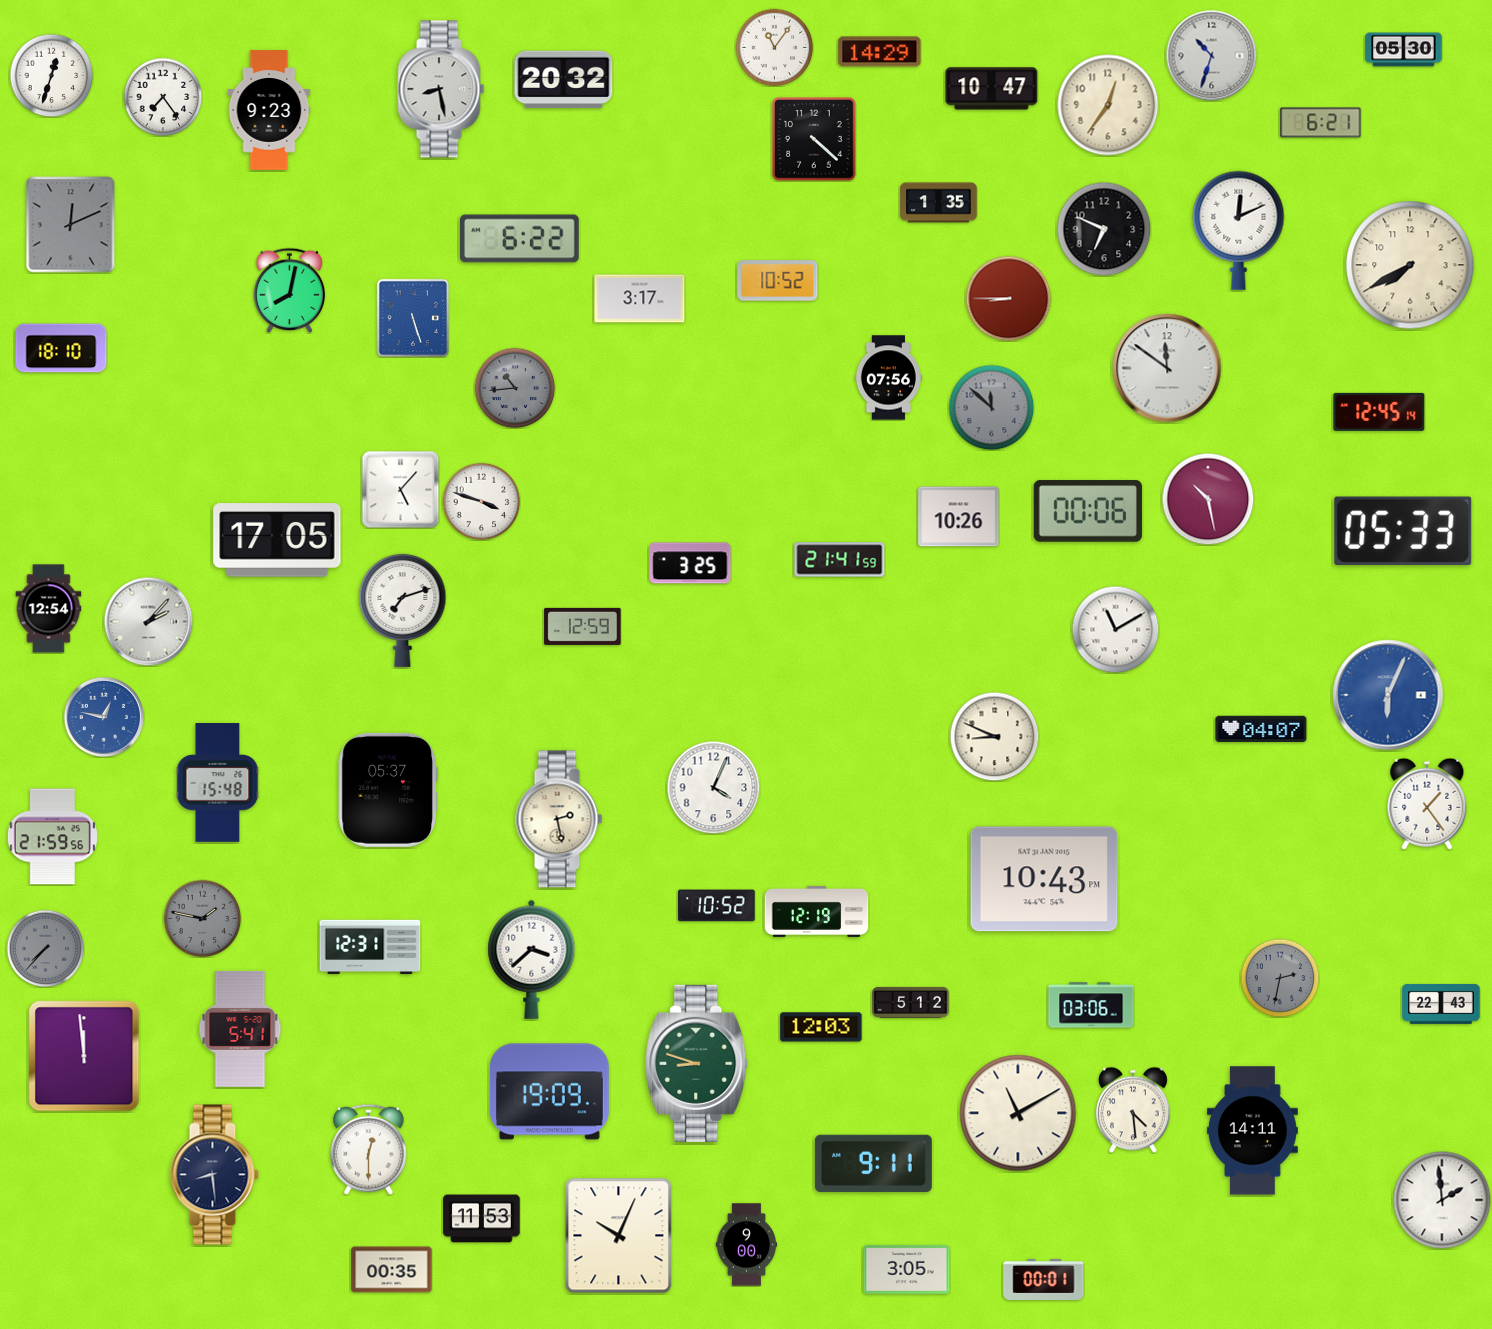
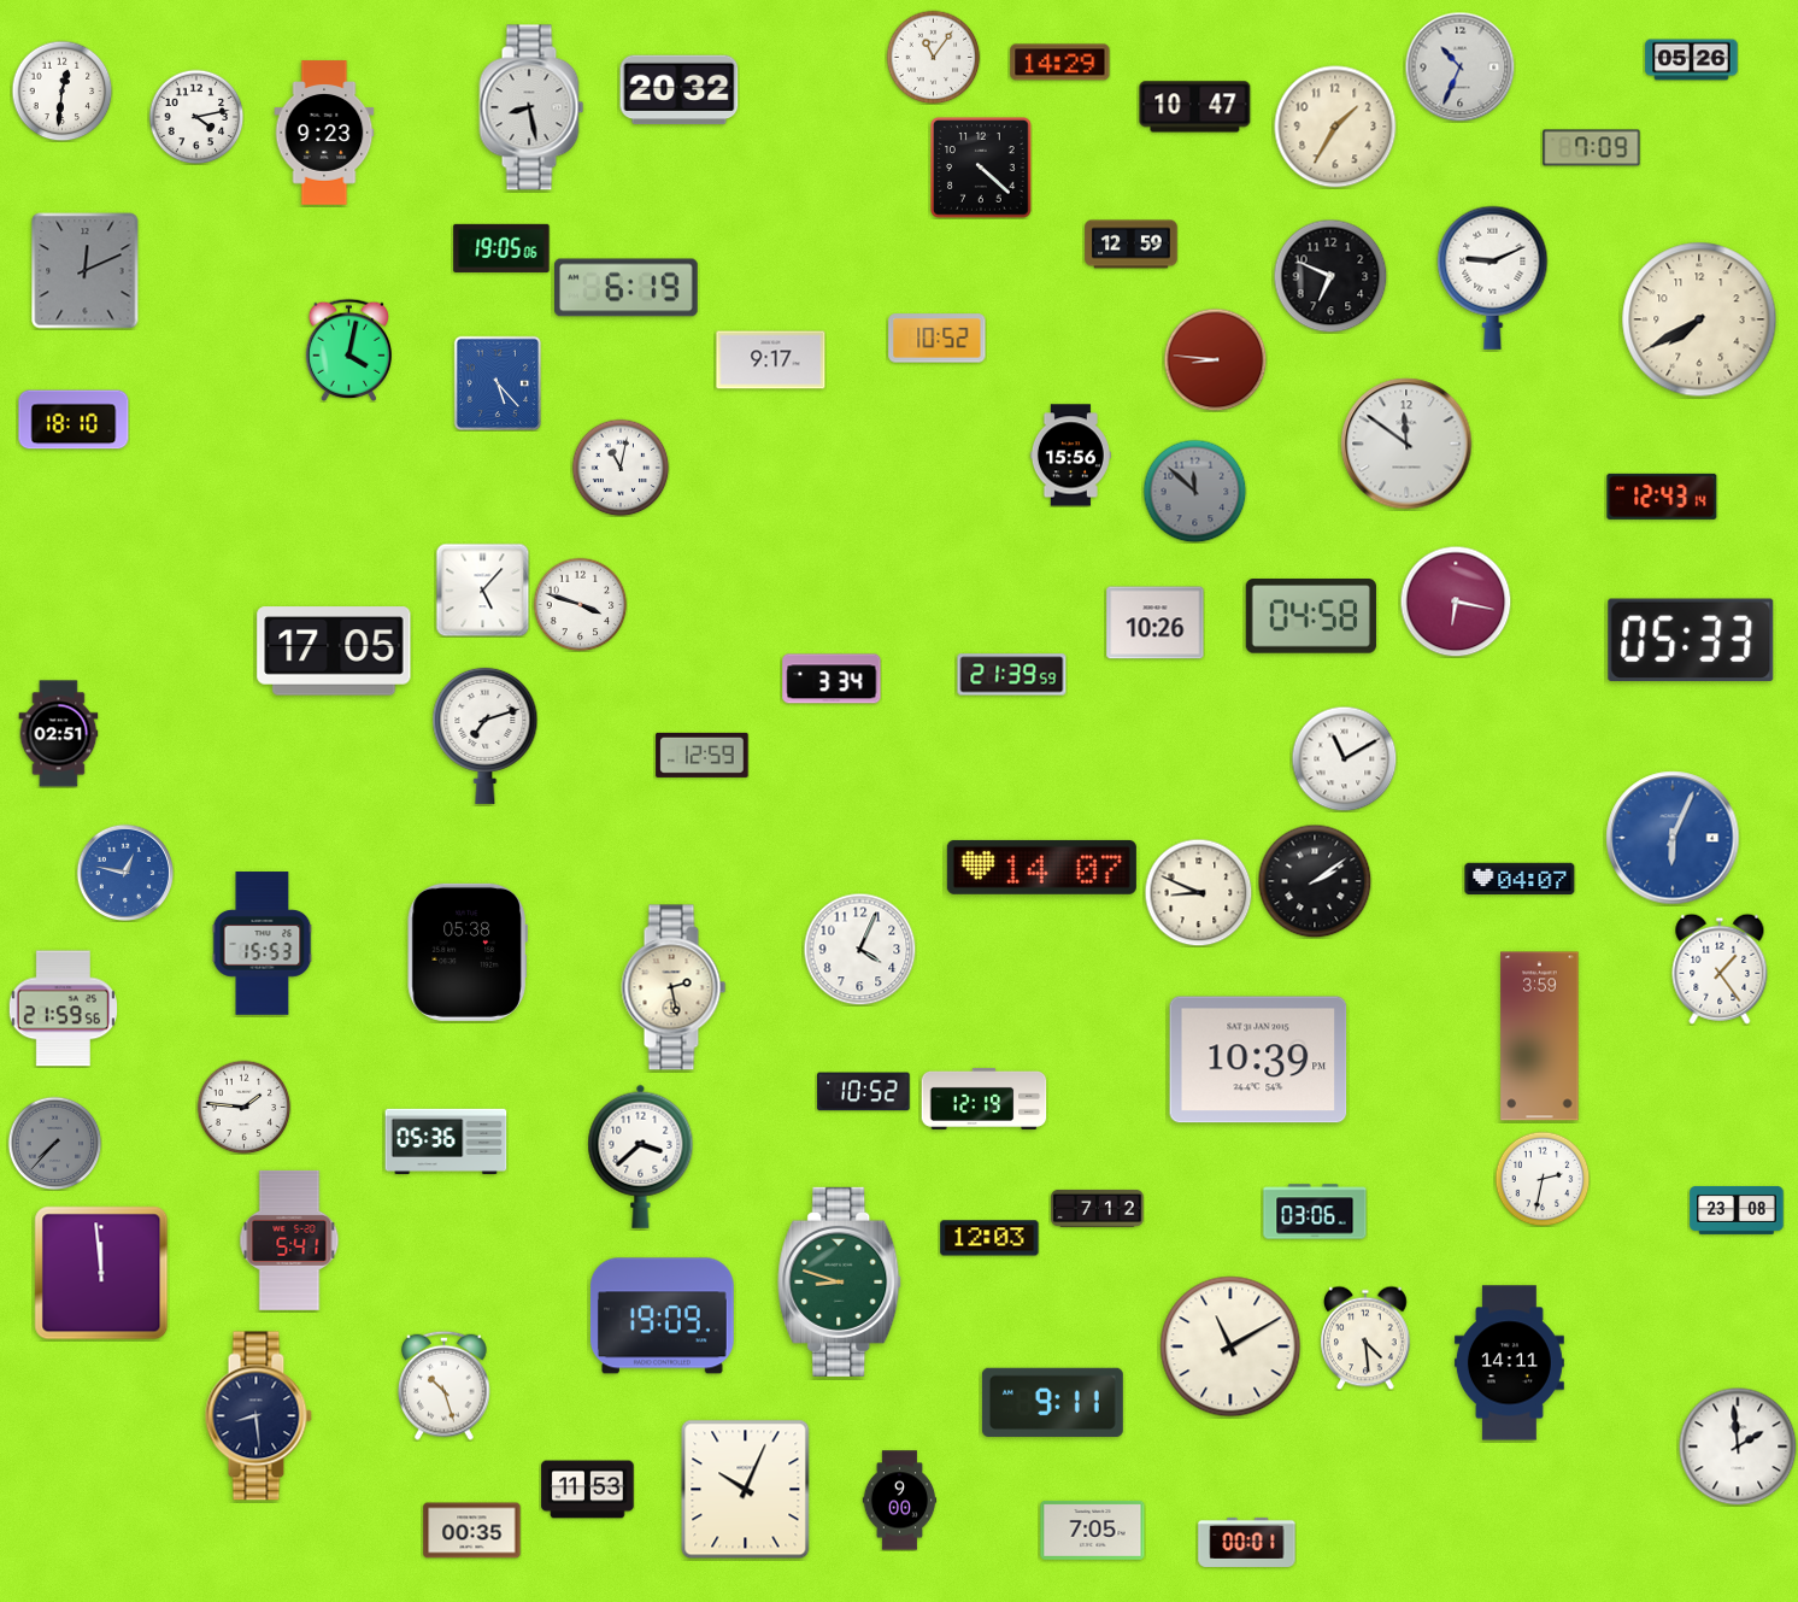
clock at (1404, 50): 05:30 -> 05:26
clock at (1211, 55): 10:33 -> 10:34
clock at (51, 75): 12:33 -> 12:31
clock at (564, 80) position: (564, 80) -> (680, 90)
clock at (163, 97): 7:24 -> 4:13
clock at (1108, 105): 12:36 -> 1:35
clock at (1321, 123): 6:21 -> 7:09
clock at (939, 203): 1:35 -> 12:59
clock at (501, 248): none -> 19:05
clock at (1239, 230): 12:11 -> 9:11
clock at (520, 239): 6:22 -> 6:19
clock at (289, 290): 8:02 -> 4:02
clock at (1008, 298): 8:45 -> 8:46
clock at (640, 299): 3:17 -> 9:17
clock at (413, 318): 5:27 -> 5:23
clock at (888, 378): 07:56 -> 15:56
clock at (515, 388): 10:44 -> 11:02
clock at (515, 388) dial: grey -> white
clock at (1379, 412): 12:45 -> 12:43
clock at (1208, 499): 10:28 -> 6:17
clock at (1088, 511): 00:06 -> 04:58
clock at (840, 560): 21:41 -> 21:39
clock at (690, 563): 3:25 -> 3:34
clock at (49, 609): 12:54 -> 02:51
clock at (148, 621): 2:07 -> none
clock at (104, 717) position: (104, 717) -> (125, 873)
clock at (1041, 867): none -> 14:07
clock at (1315, 881): none -> 2:09
clock at (994, 736) position: (994, 736) -> (1198, 892)
clock at (218, 783): 15:48 -> 15:53
clock at (388, 790): 05:37 -> 05:38
clock at (1540, 1037): none -> 3:59
clock at (1044, 879): 10:43 -> 10:39
clock at (202, 918): 1:47 -> 1:46
clock at (202, 918) dial: grey -> white
clock at (370, 947): 12:31 -> 05:36
clock at (1280, 978) dial: grey -> white
clock at (911, 1002): 5:12 -> 7:12
clock at (1441, 1004): 22:43 -> 23:08
clock at (1018, 1113) position: (1018, 1113) -> (1230, 1346)
clock at (369, 1149): 12:30 -> 10:27
clock at (482, 1219) position: (482, 1219) -> (588, 1490)
clock at (907, 1270): 3:05 -> 7:05
clock at (1044, 1279) position: (1044, 1279) -> (1247, 1542)
